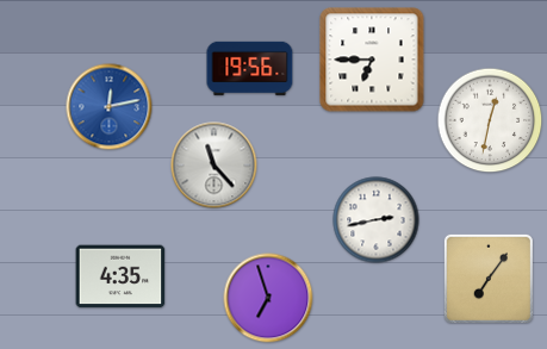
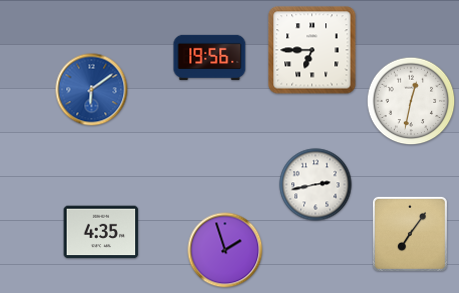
clock at (110, 107): 12:13 -> 6:09
clock at (215, 166): 11:23 -> none
clock at (268, 298): 6:57 -> 1:57
